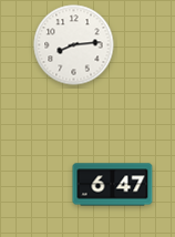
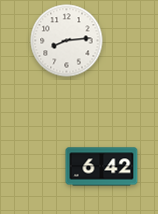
clock at (113, 185): 6:47 -> 6:42
